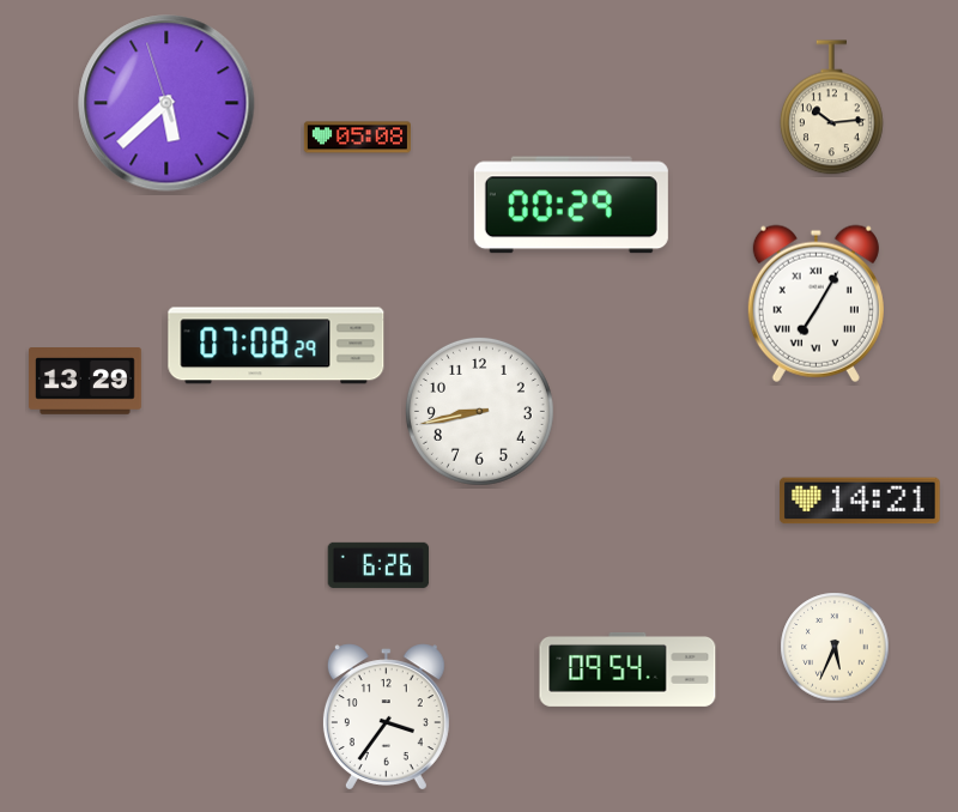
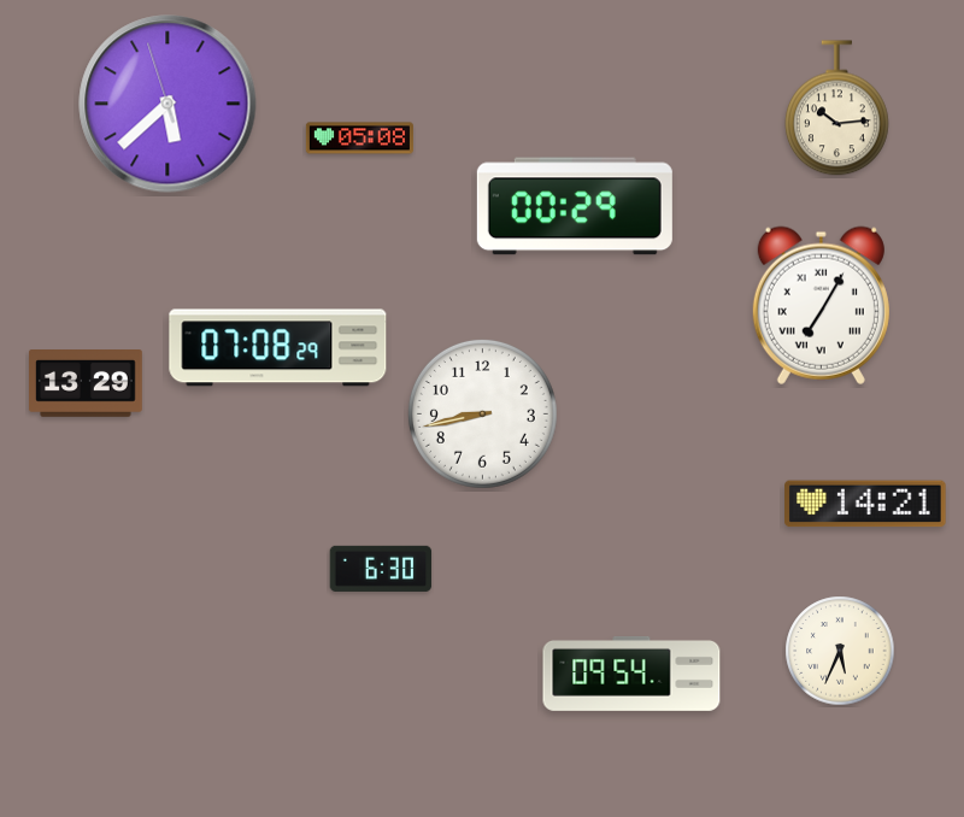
clock at (378, 565): 6:26 -> 6:30
clock at (386, 717): 3:36 -> none
